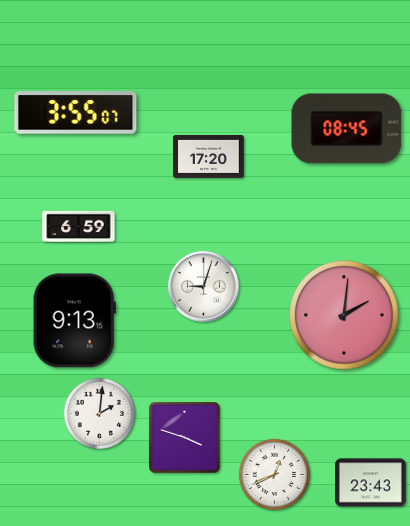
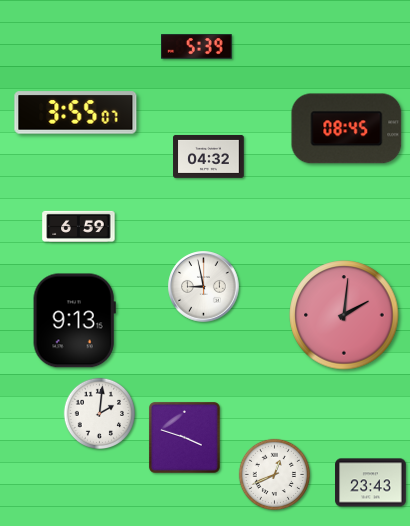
clock at (197, 47): none -> 5:39
clock at (209, 156): 17:20 -> 04:32
clock at (204, 287): 9:03 -> 8:58
